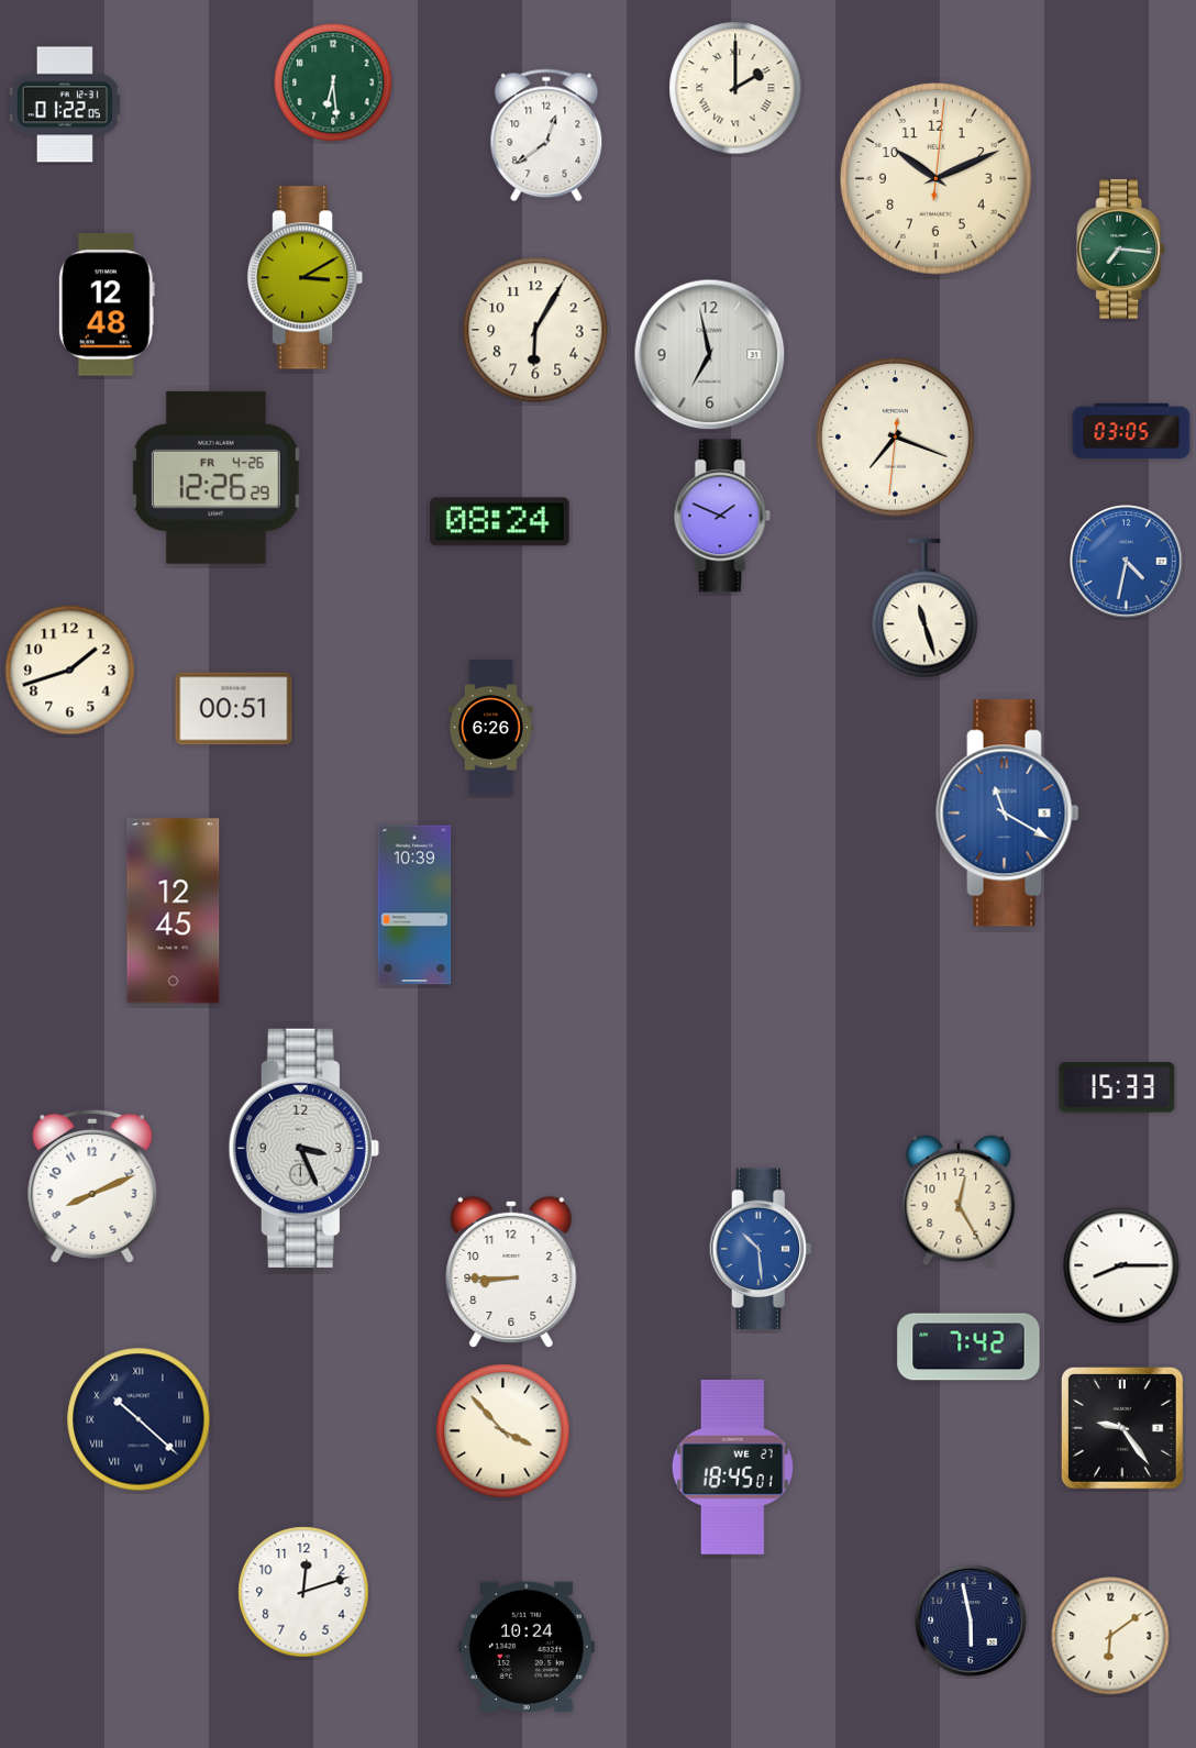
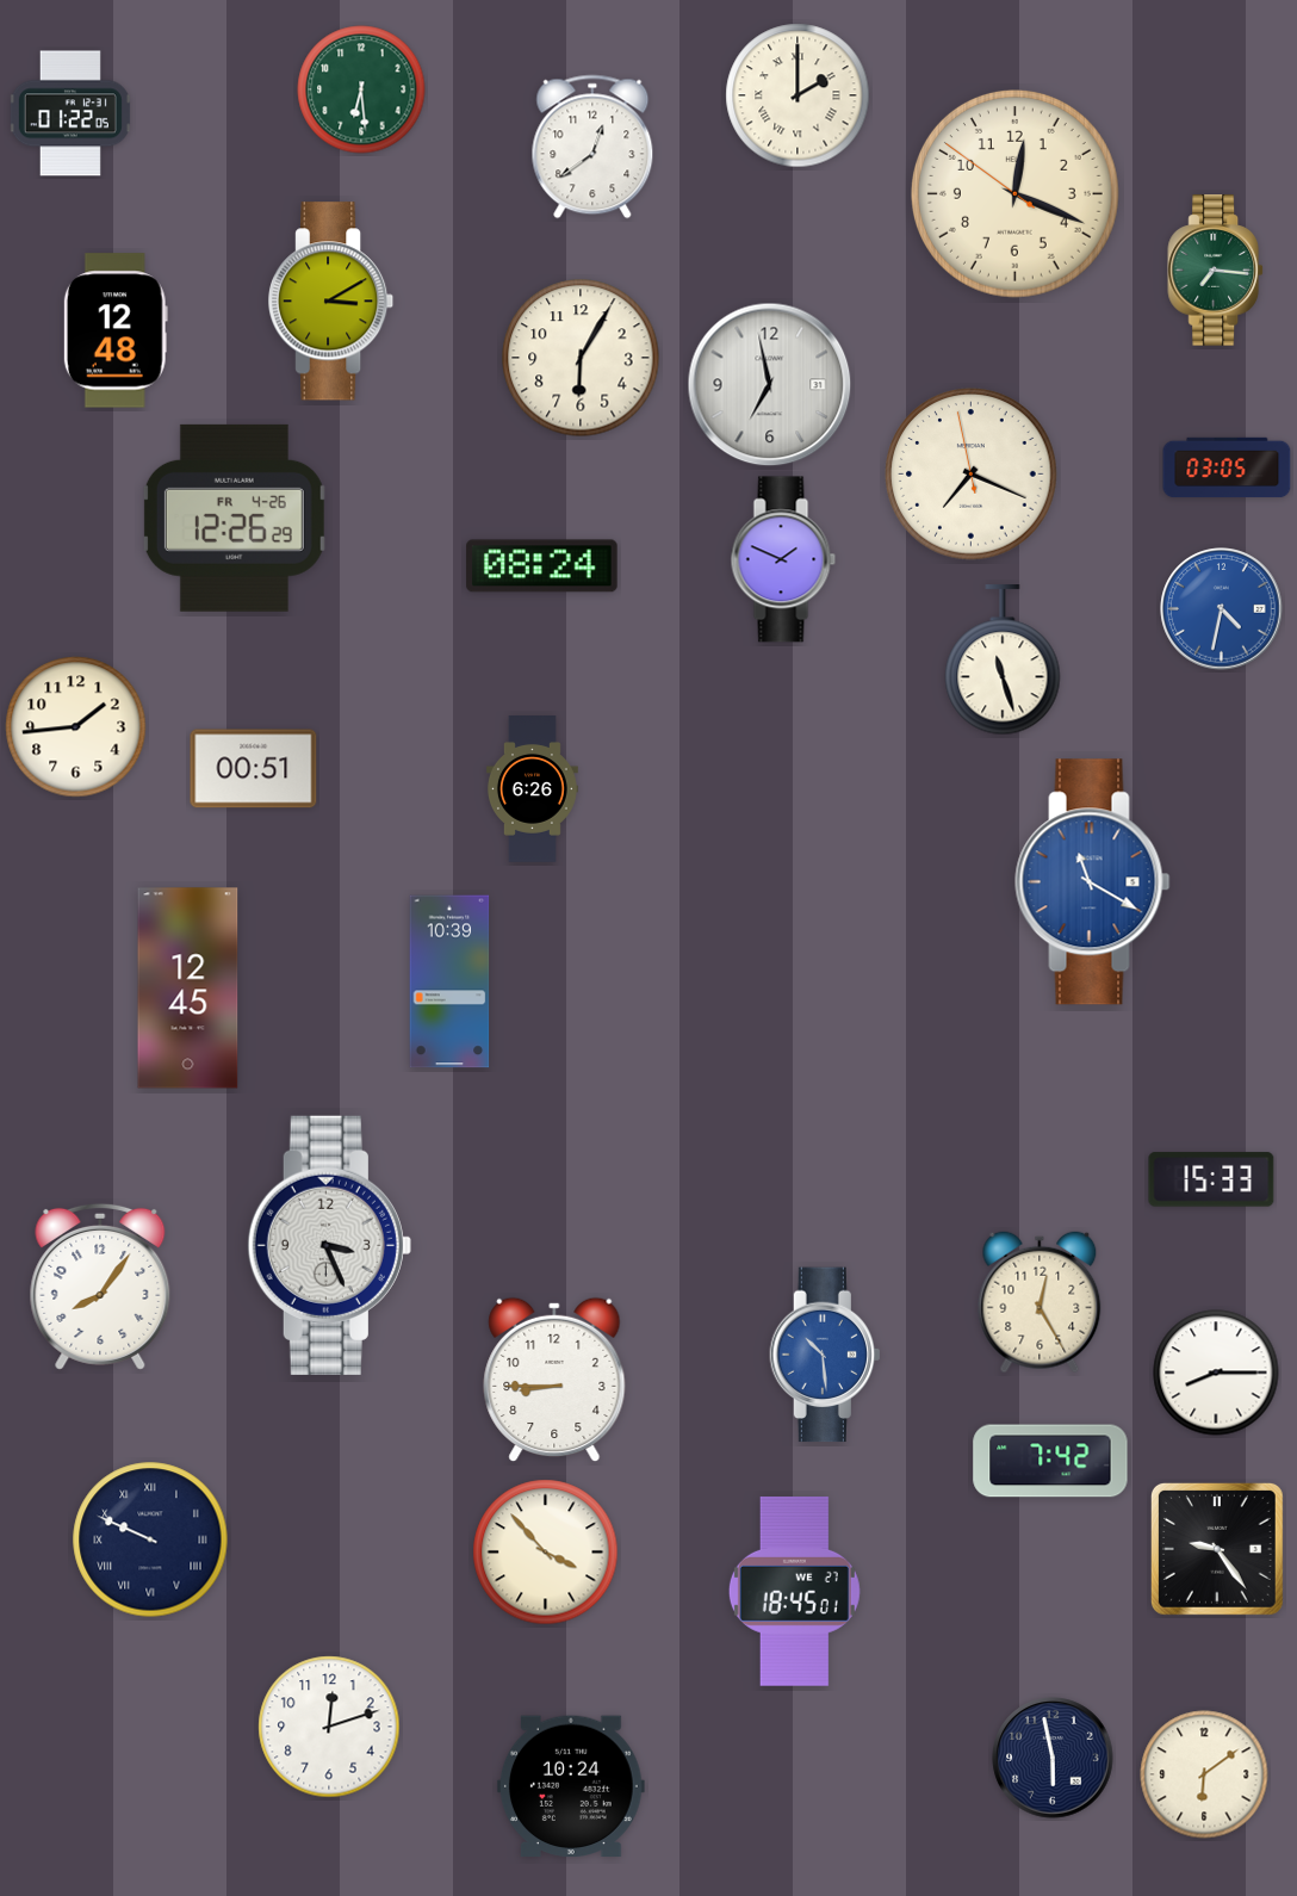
clock at (937, 179): 10:11 -> 12:18
clock at (896, 438): 7:18:31 -> 7:18:58
clock at (70, 671): 1:42 -> 1:44
clock at (92, 1186): 8:11 -> 8:06
clock at (139, 1419): 10:22 -> 9:49
